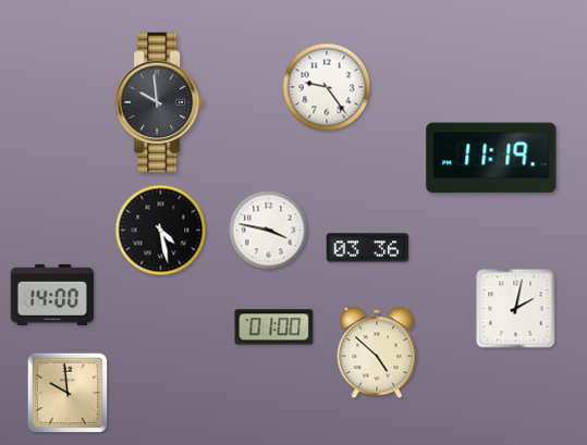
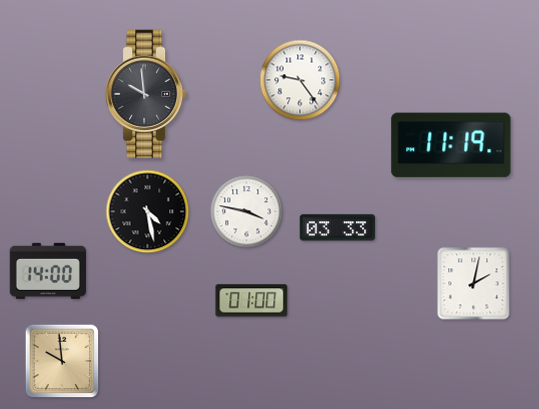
clock at (368, 248): 03:36 -> 03:33
clock at (377, 354): 4:52 -> none
